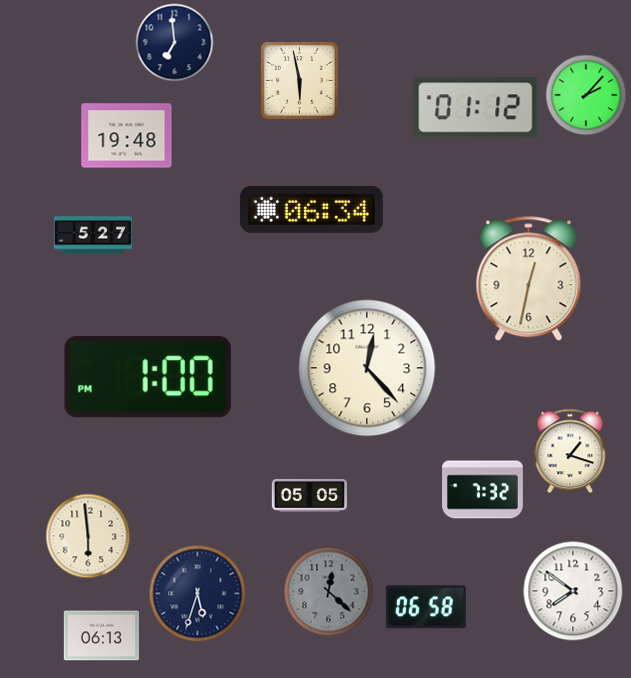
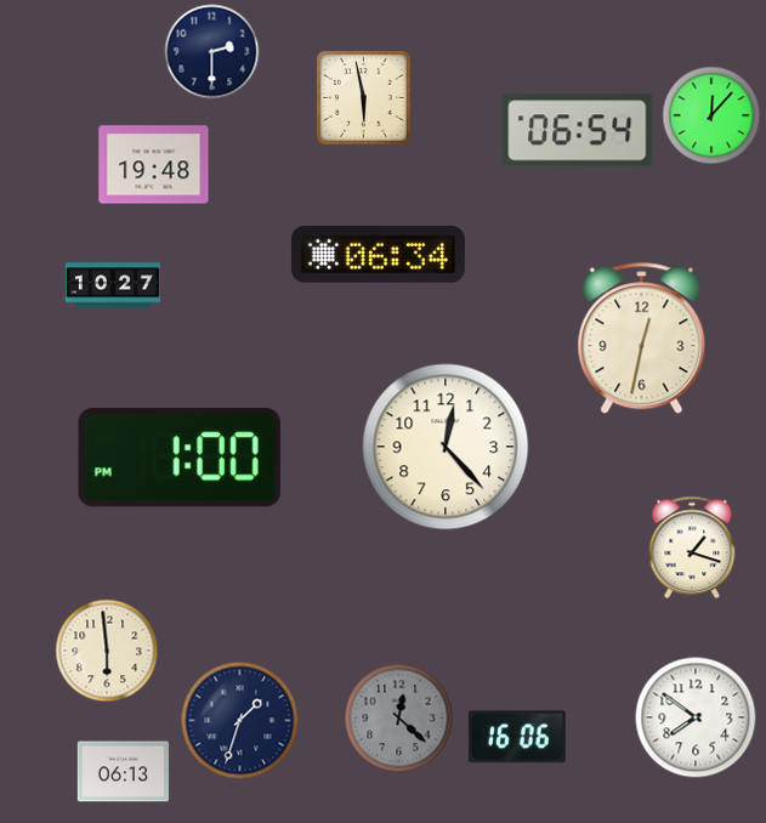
clock at (175, 43): 6:59 -> 2:30
clock at (586, 95): 2:07 -> 12:07
clock at (476, 108): 01:12 -> 06:54
clock at (93, 235): 5:27 -> 10:27
clock at (483, 490): 7:32 -> none
clock at (310, 495): 05:05 -> none
clock at (198, 594): 5:33 -> 1:33
clock at (426, 607): 06:58 -> 16:06
